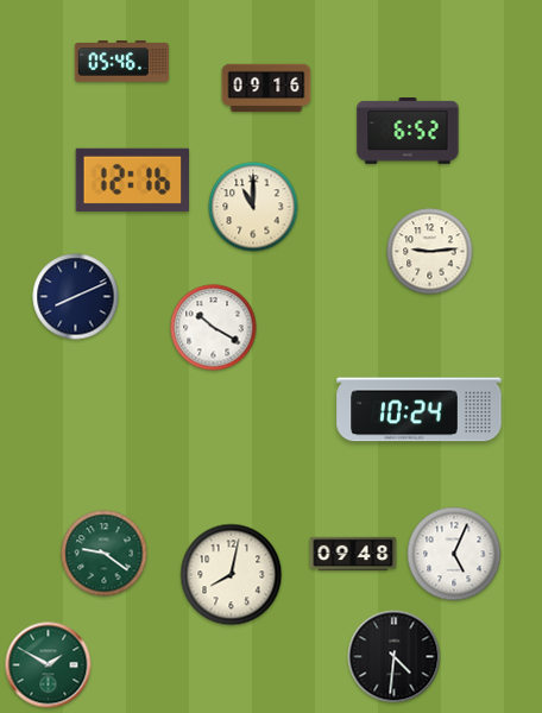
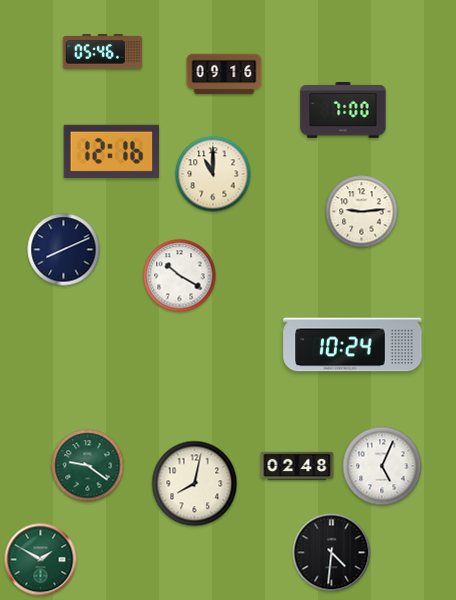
clock at (408, 132): 6:52 -> 7:00
clock at (353, 554): 09:48 -> 02:48
